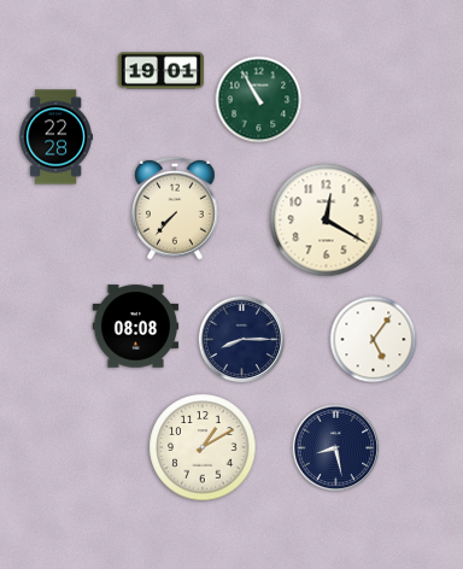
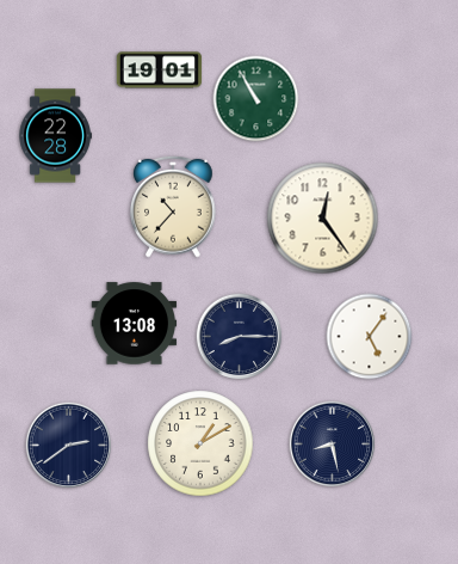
clock at (176, 209): 7:37 -> 10:37
clock at (327, 221): 12:20 -> 12:24
clock at (136, 327): 08:08 -> 13:08
clock at (69, 446): none -> 2:39
